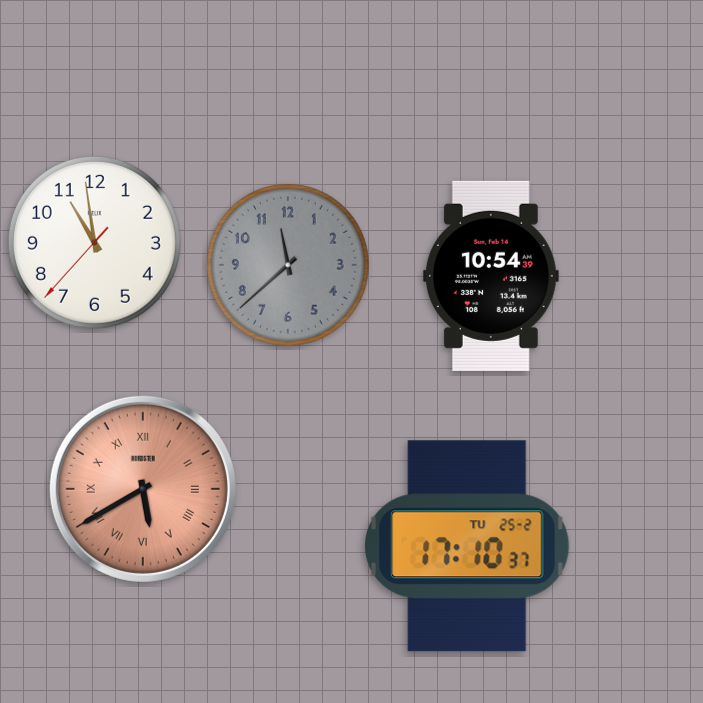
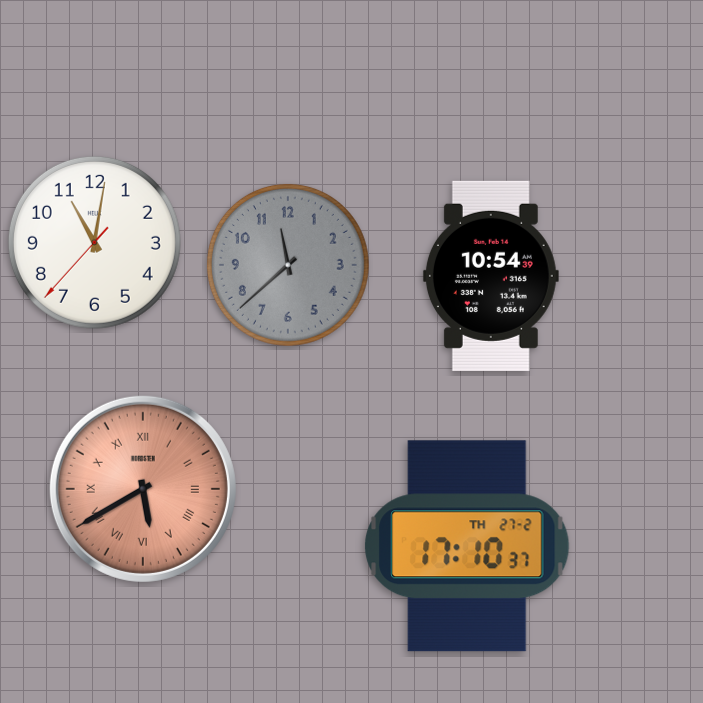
clock at (94, 242): 10:58 -> 11:01
clock at (467, 546) date: TU 25-2 -> TH 27-2
